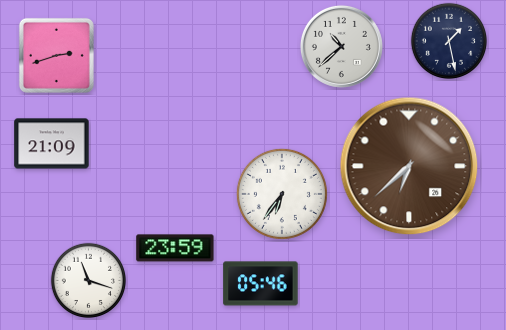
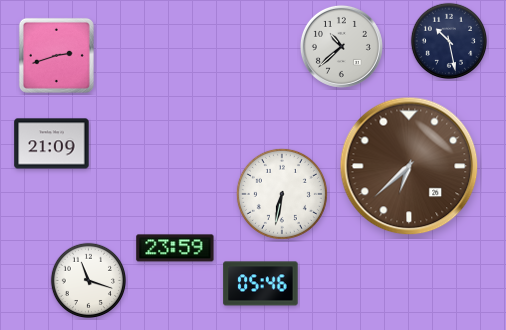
clock at (448, 40): 1:28 -> 10:28
clock at (282, 194): 6:36 -> 6:32
